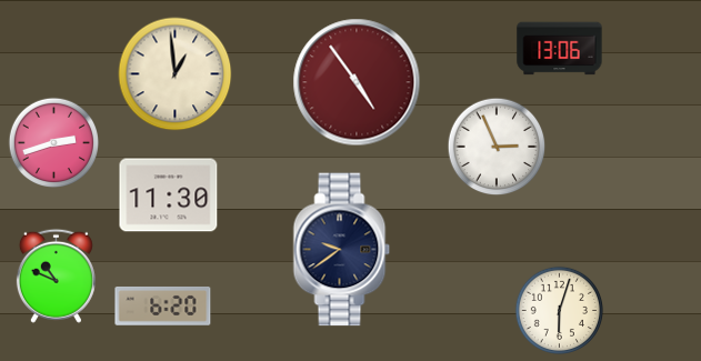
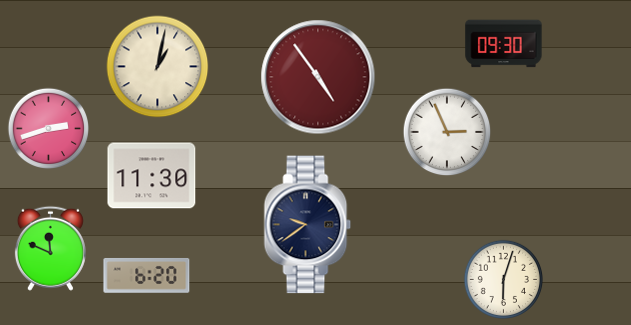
clock at (560, 49): 13:06 -> 09:30
clock at (176, 74): 12:59 -> 1:02
clock at (357, 82) position: (357, 82) -> (318, 77)
clock at (56, 275): 10:49 -> 11:49
